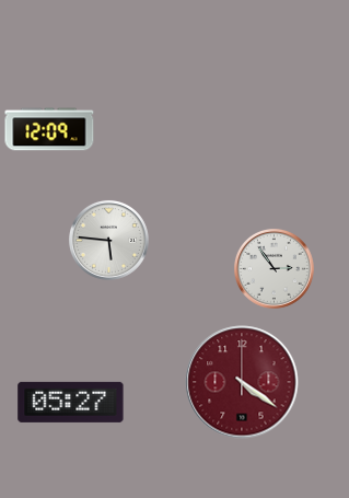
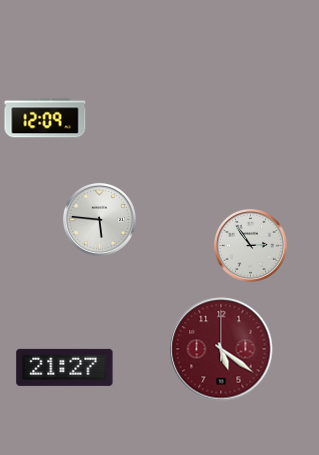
clock at (242, 382): 4:21 -> 5:21
clock at (71, 402): 05:27 -> 21:27
